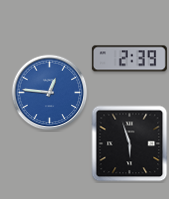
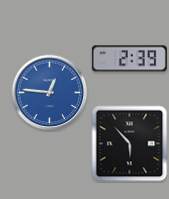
clock at (130, 144): 5:57 -> 5:53
